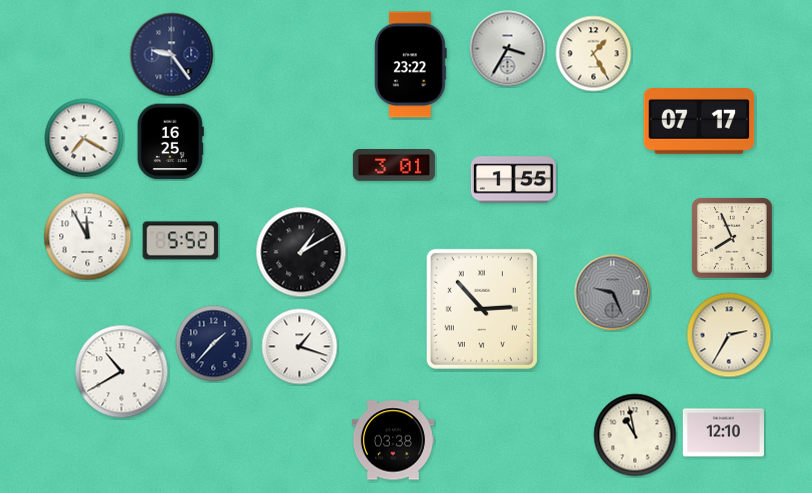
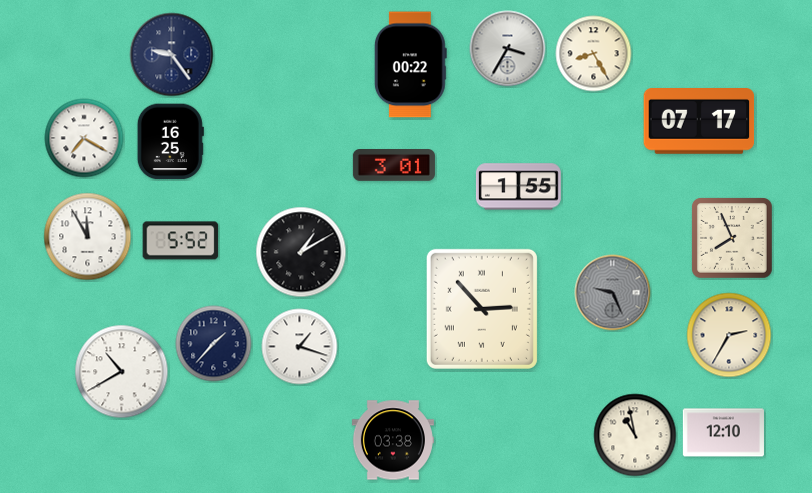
clock at (594, 54): 1:25 -> 8:25
clock at (410, 65): 23:22 -> 00:22
clock at (513, 180) position: (513, 180) -> (518, 187)
